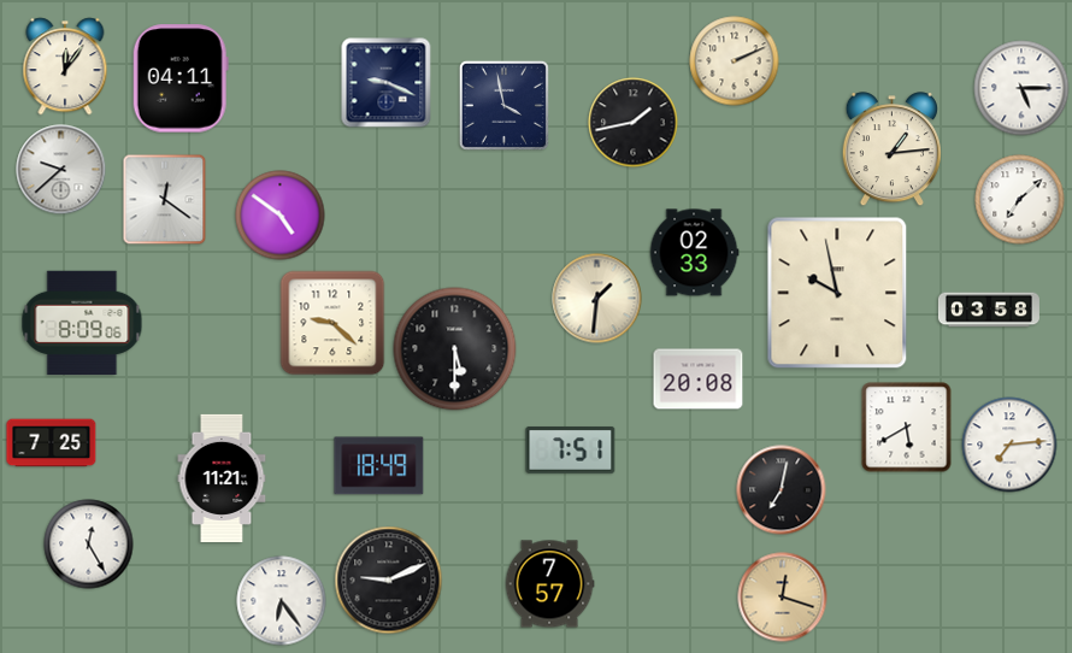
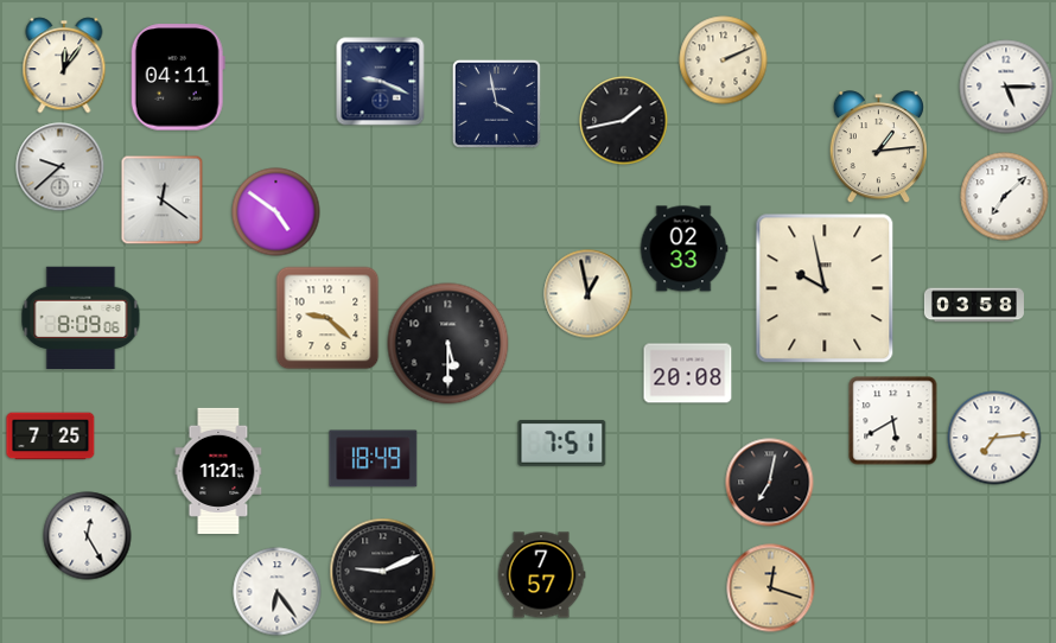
clock at (165, 200) position: (165, 200) -> (163, 200)
clock at (597, 299): 1:31 -> 12:58
